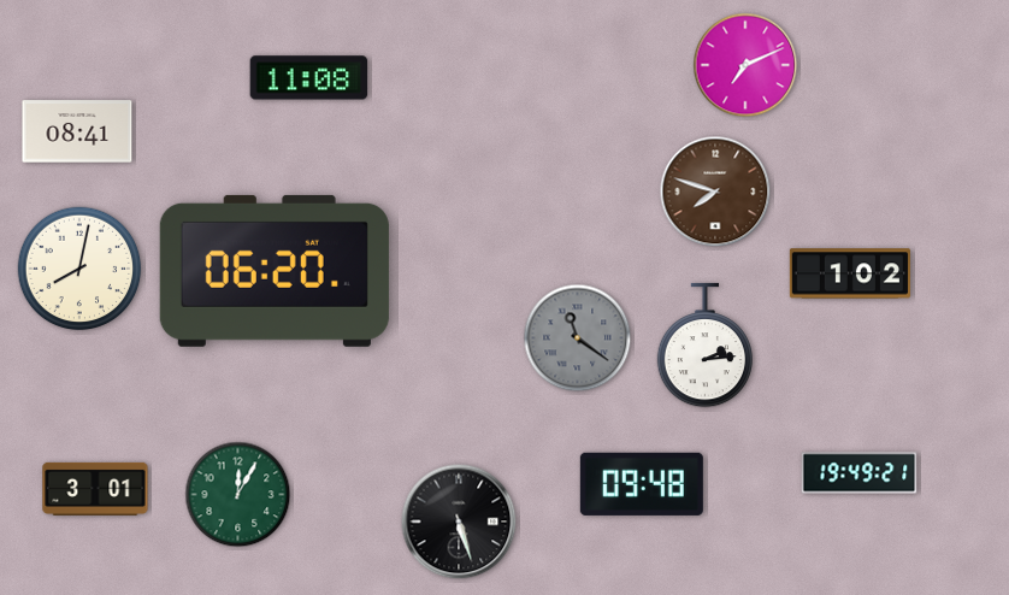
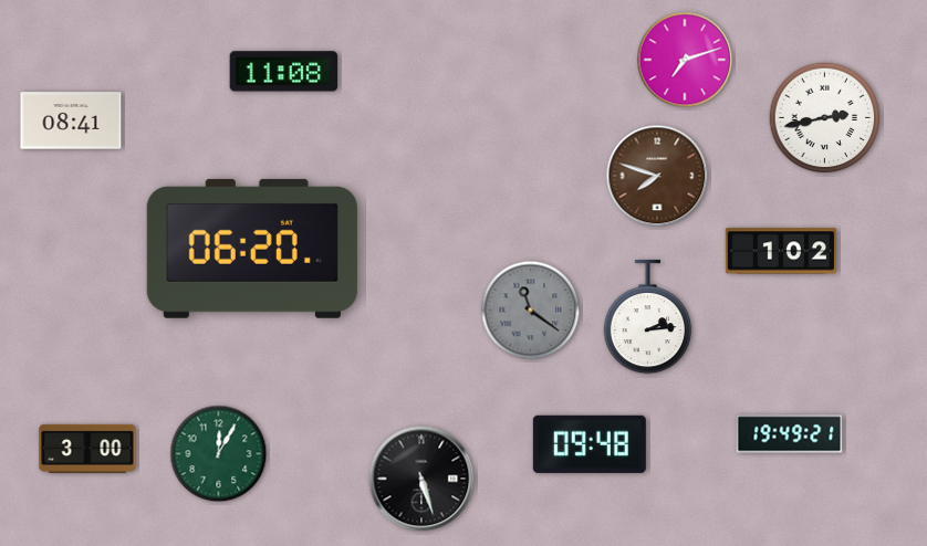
clock at (745, 65): 7:11 -> 7:12
clock at (825, 118): none -> 2:43
clock at (79, 269): 8:02 -> none
clock at (95, 489): 3:01 -> 3:00
